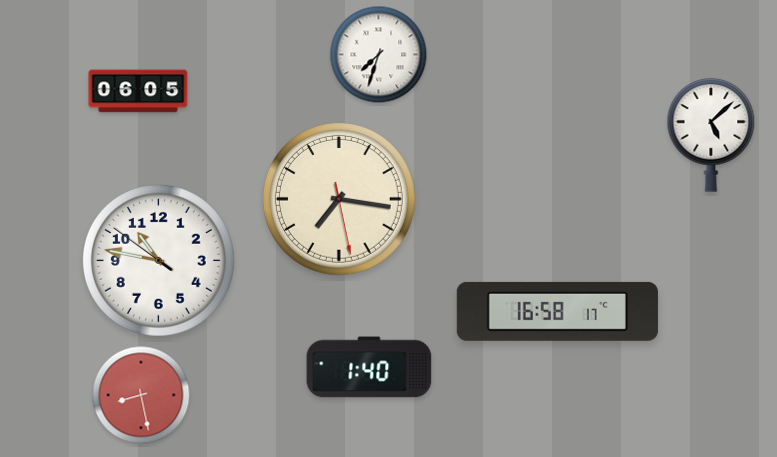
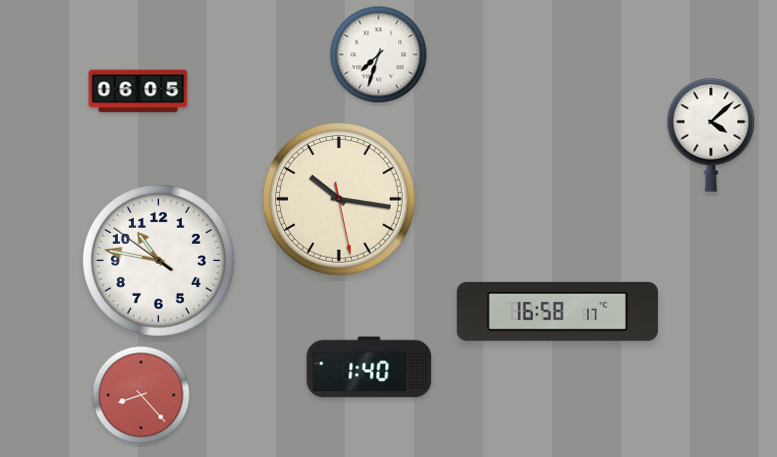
clock at (711, 135): 5:08 -> 4:08
clock at (339, 199): 7:16 -> 10:16
clock at (141, 395): 8:28 -> 8:23
